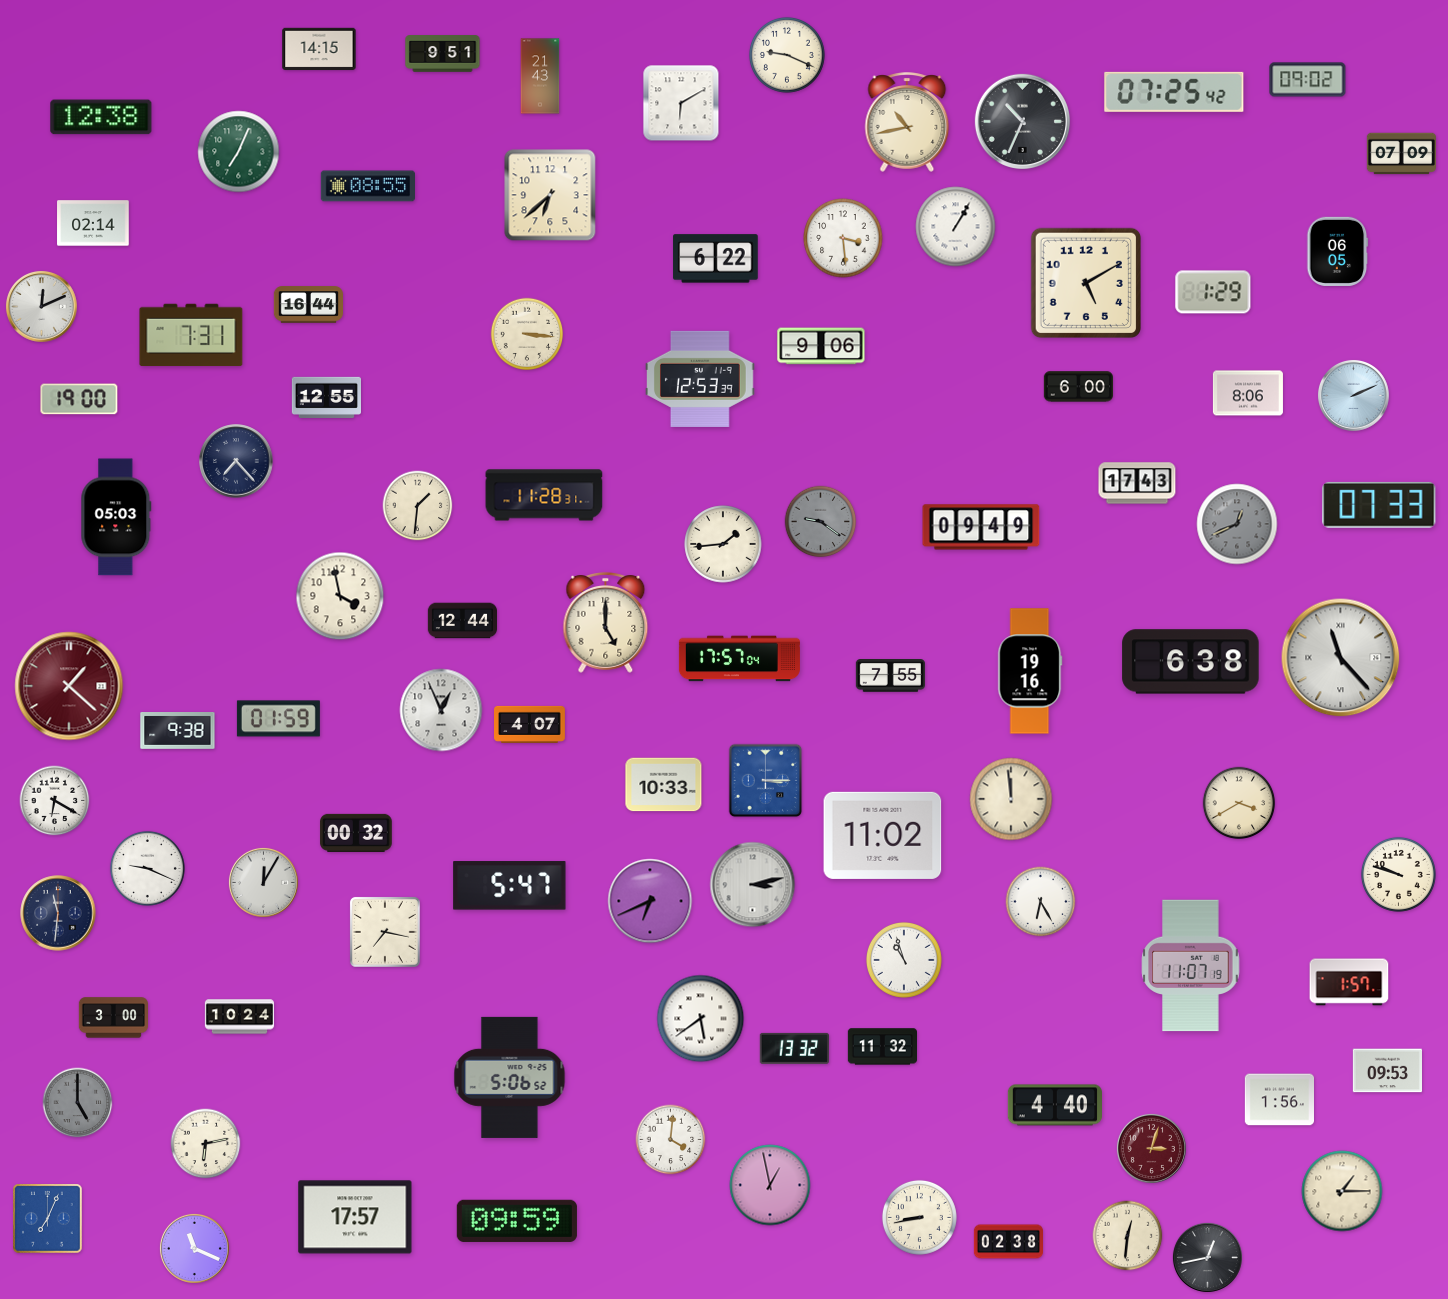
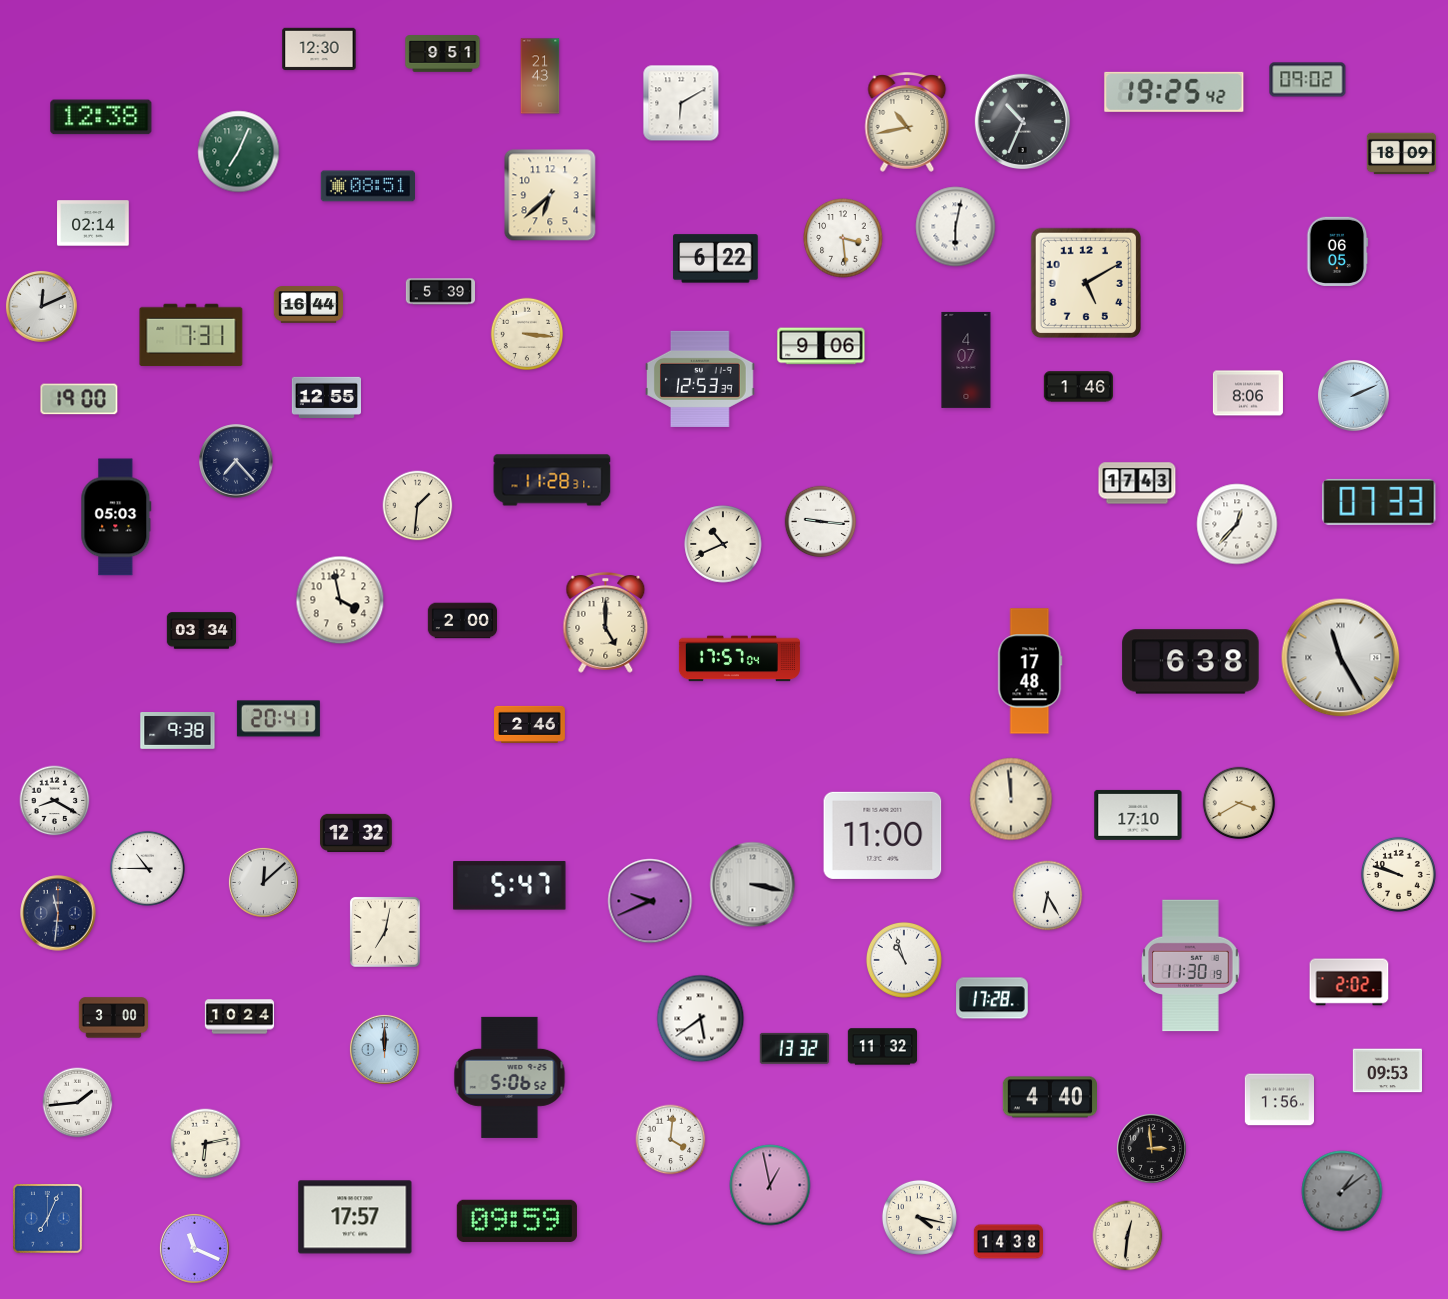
clock at (319, 49): 14:15 -> 12:30
clock at (787, 55): 9:19 -> none
clock at (1174, 92): 07:25 -> 19:25
clock at (1401, 154): 07:09 -> 18:09
clock at (367, 186): 08:55 -> 08:51
clock at (956, 227): 1:05 -> 6:02
clock at (440, 292): none -> 5:39
clock at (1213, 292): 1:29 -> none
clock at (966, 360): none -> 4:07
clock at (1078, 387): 6:00 -> 1:46
clock at (544, 495) position: (544, 495) -> (552, 480)
clock at (1379, 505) position: (1379, 505) -> (1379, 502)
clock at (821, 522): 9:21 -> 9:16
clock at (821, 522) dial: grey -> white
clock at (1237, 524): 12:41 -> 12:37
clock at (1237, 524) dial: grey -> white
clock at (981, 527): 09:49 -> none
clock at (723, 544): 1:44 -> 10:41
clock at (340, 596) position: (340, 596) -> (340, 600)
clock at (462, 621): 12:44 -> 2:00
clock at (201, 631): none -> 03:34
clock at (1341, 658): 11:23 -> 11:25
clock at (1030, 671): 19:16 -> 17:48
clock at (890, 676): 7:55 -> none
clock at (69, 686): 1:22 -> none
clock at (441, 710): 12:56 -> none
clock at (278, 719): 01:59 -> 20:41
clock at (530, 724): 4:07 -> 2:46
clock at (766, 781): 3:15 -> none
clock at (664, 785): 10:33 -> none
clock at (55, 801): 6:20 -> 8:20
clock at (1138, 815): none -> 17:10
clock at (356, 833): 00:32 -> 12:32
clock at (883, 835): 11:02 -> 11:00
clock at (147, 868): 9:19 -> 10:45
clock at (263, 882): 12:05 -> 12:08
clock at (753, 885): 3:13 -> 3:17
clock at (650, 901): 6:41 -> 9:41
clock at (1041, 902) position: (1041, 902) -> (1048, 896)
clock at (385, 932): 7:17 -> 7:02
clock at (1191, 966): 11:07 -> 11:30
clock at (1349, 982): 1:57 -> 2:02
clock at (992, 998): none -> 17:28
clock at (384, 1049): none -> 12:00
clock at (78, 1103): 5:00 -> 1:44
clock at (78, 1103) dial: grey -> white
clock at (1055, 1105) position: (1055, 1105) -> (1050, 1097)
clock at (1151, 1148): 3:03 -> 2:59
clock at (1151, 1148) dial: burgundy -> black
clock at (1342, 1191): 1:15 -> 1:09
clock at (1342, 1191) dial: cream -> grey
clock at (919, 1217): 8:43 -> 4:17
clock at (1008, 1242): 02:38 -> 14:38
clock at (1207, 1257): 12:43 -> none
